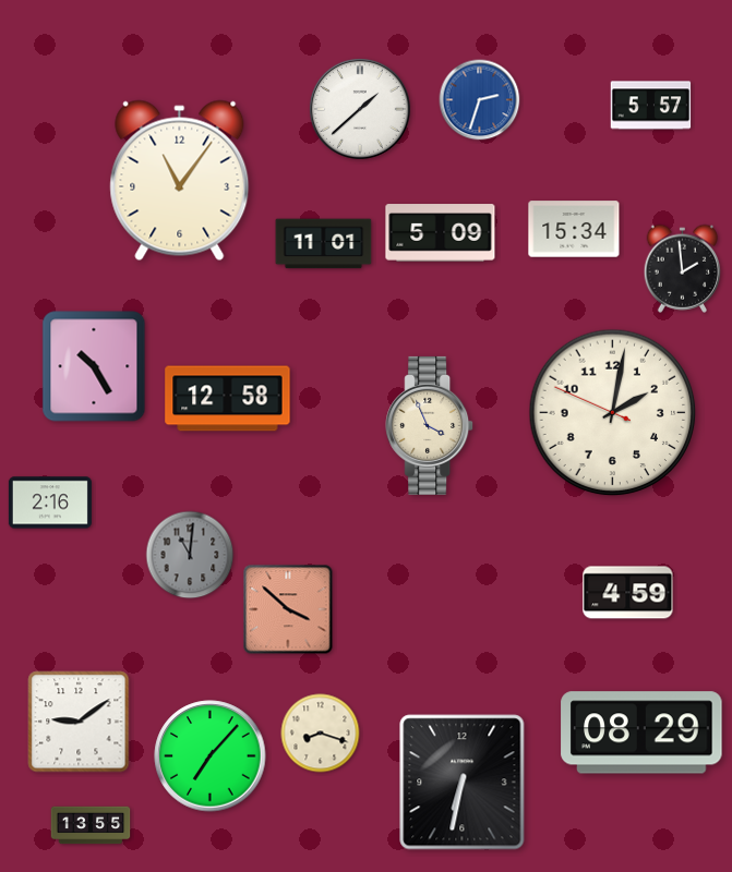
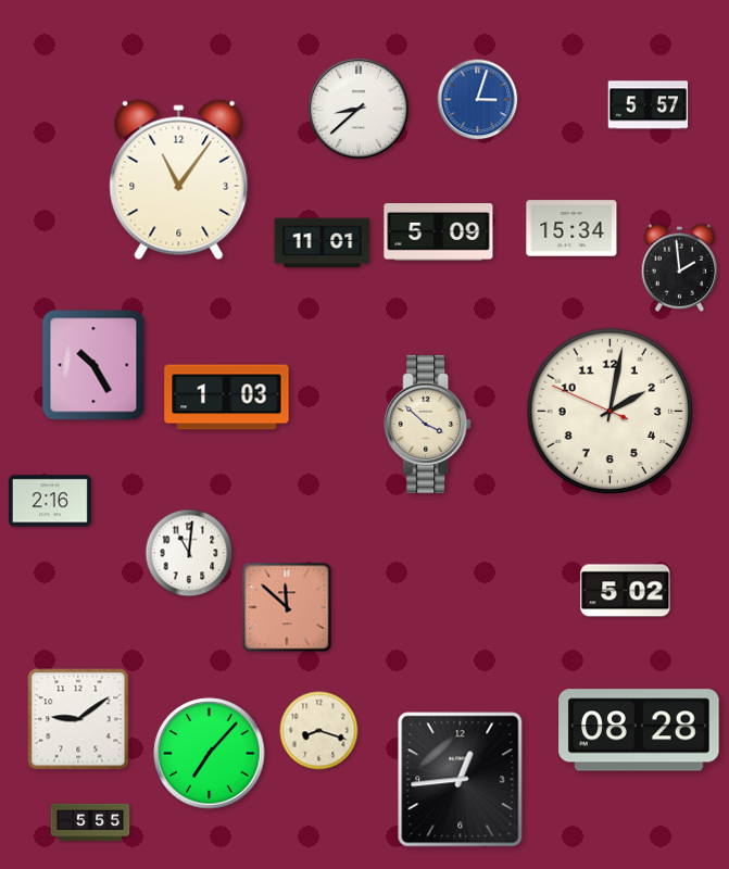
clock at (480, 100): 2:33 -> 3:03
clock at (360, 109): 1:38 -> 8:38
clock at (228, 399): 12:58 -> 1:03
clock at (430, 425): 3:56 -> 3:52
clock at (190, 555) dial: grey -> white
clock at (628, 593): 4:59 -> 5:02
clock at (288, 609): 3:52 -> 11:52
clock at (641, 732): 08:29 -> 08:28
clock at (463, 783): 6:32 -> 12:44
clock at (91, 825): 13:55 -> 5:55
